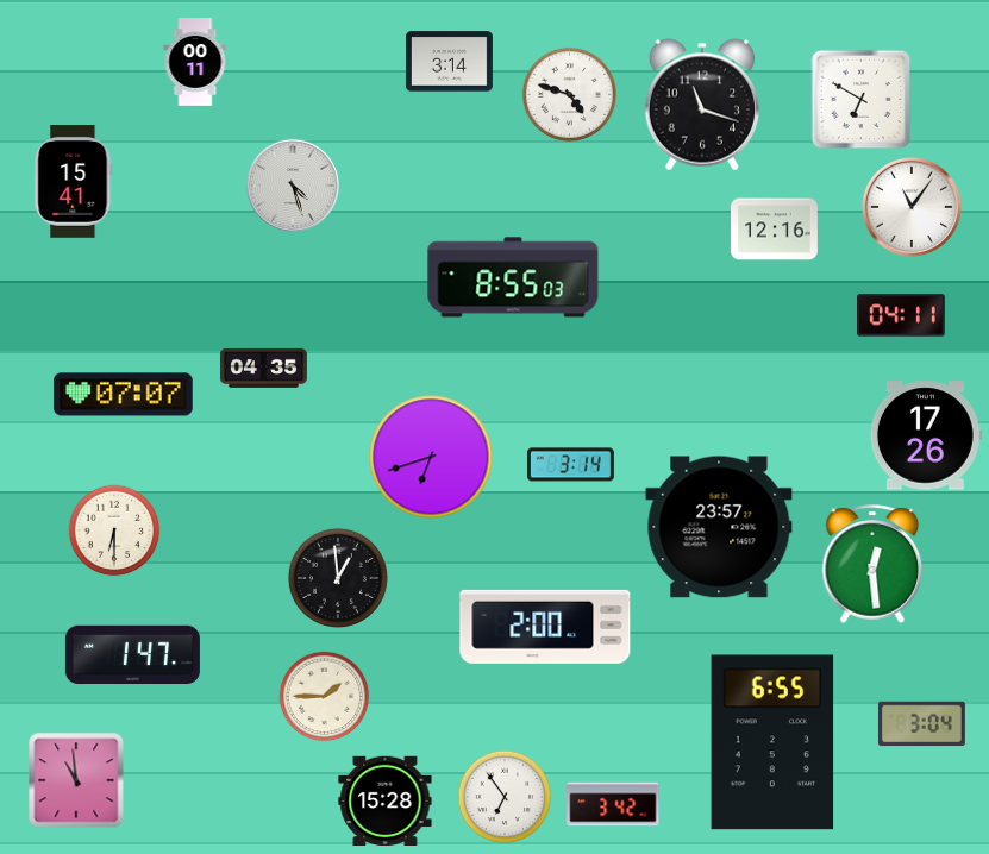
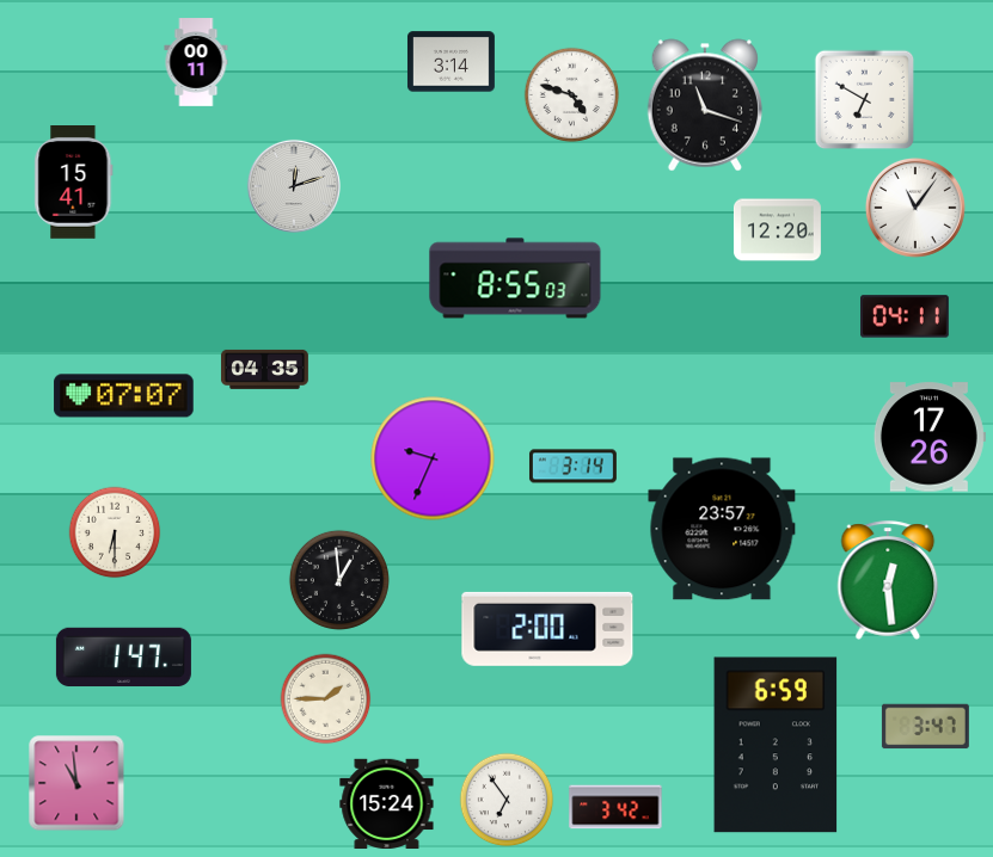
clock at (293, 186): 4:27 -> 12:12
clock at (774, 230): 12:16 -> 12:20
clock at (431, 457): 6:42 -> 9:34
clock at (872, 564) position: (872, 564) -> (888, 580)
clock at (132, 655) position: (132, 655) -> (123, 658)
clock at (921, 724): 3:04 -> 3:47
clock at (772, 742): 6:55 -> 6:59
clock at (386, 802): 15:28 -> 15:24
